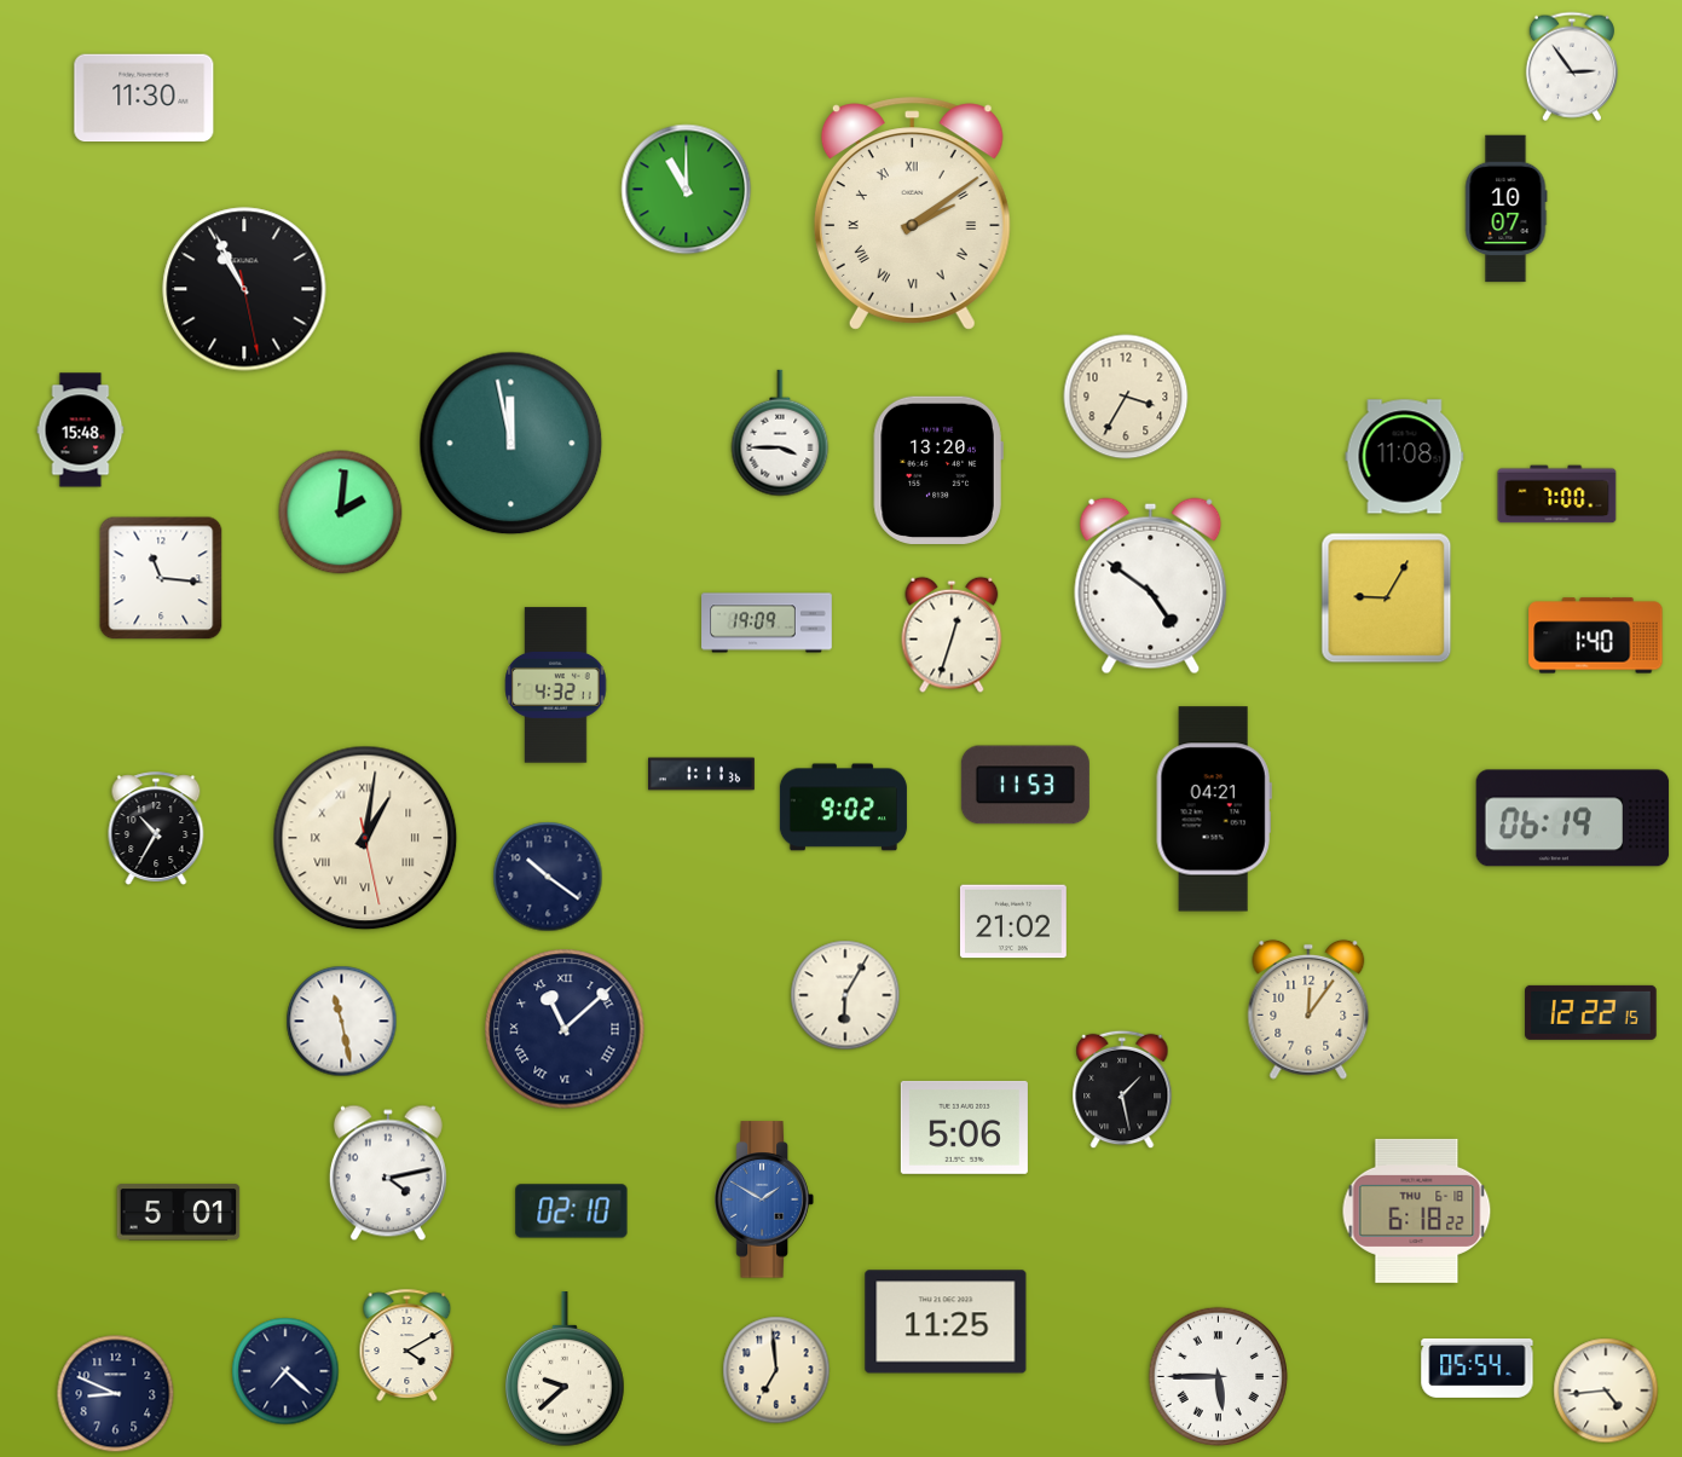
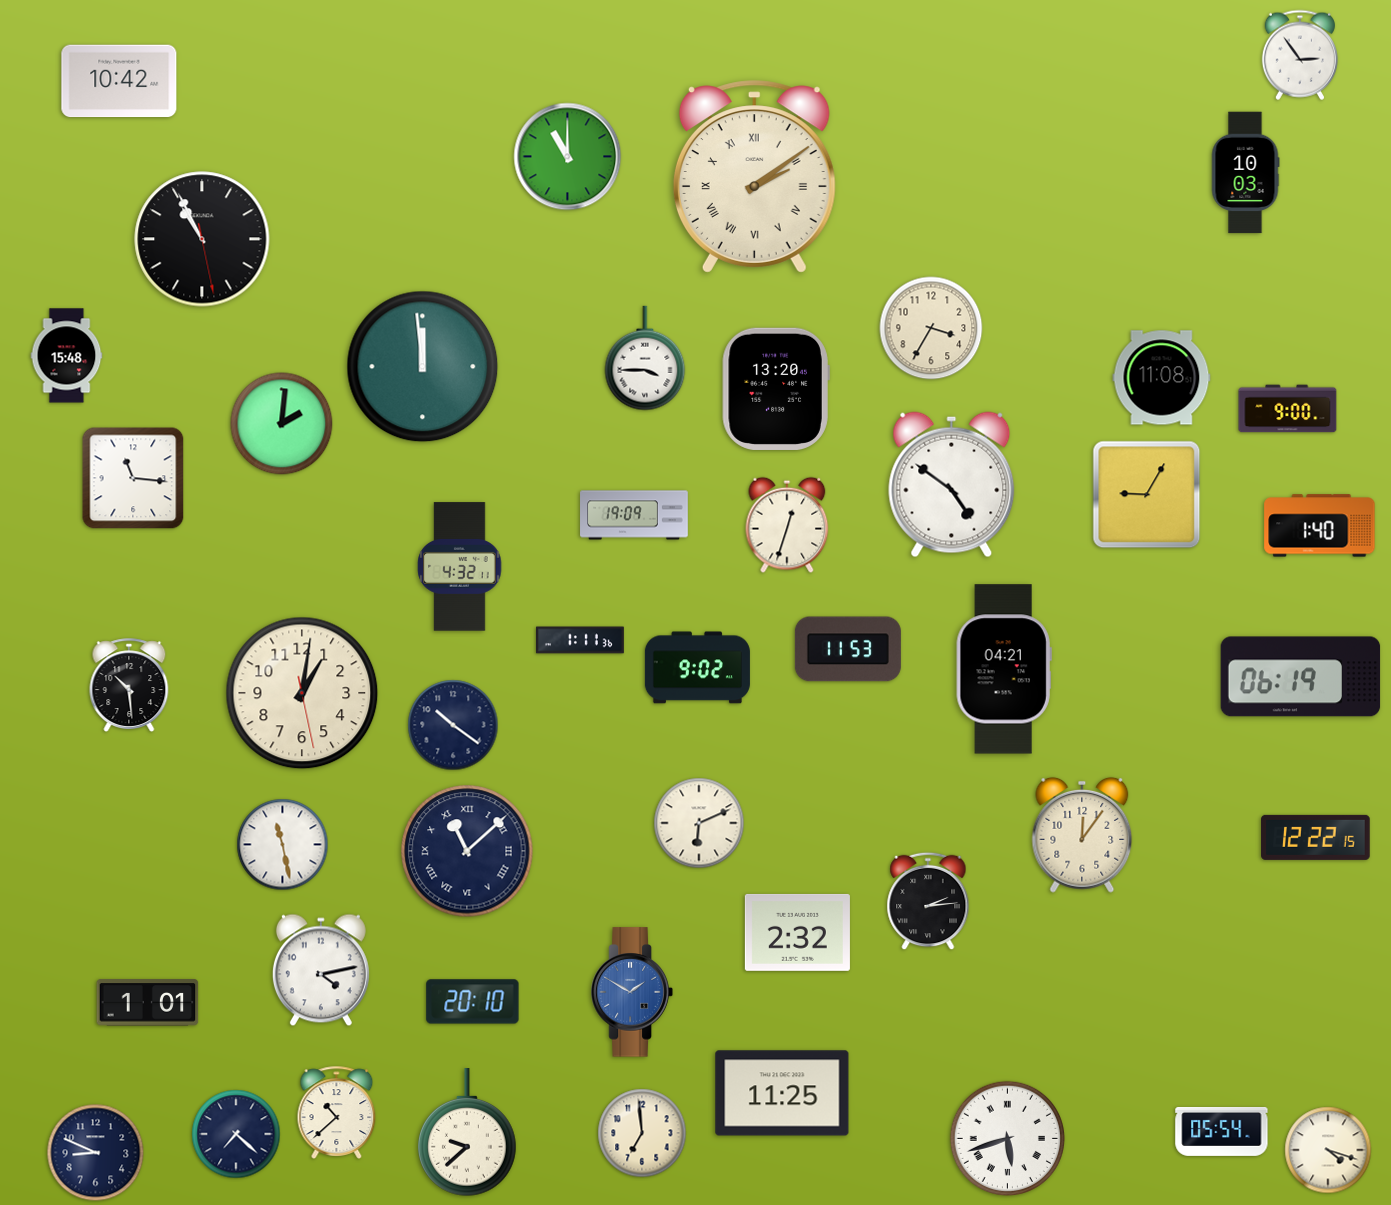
clock at (144, 98): 11:30 -> 10:42
clock at (1505, 209): 10:07 -> 10:03
clock at (511, 444): 11:58 -> 11:59
clock at (1557, 495): 7:00 -> 9:00
clock at (156, 828): 10:35 -> 10:29
clock at (365, 838) numerals: Roman -> Arabic
clock at (1013, 921): 21:02 -> none
clock at (845, 995): 6:05 -> 6:11
clock at (1122, 1089): 1:28 -> 2:14
clock at (964, 1127): 5:06 -> 2:32
clock at (1417, 1210): 6:18 -> none
clock at (572, 1212): 02:10 -> 20:10
clock at (179, 1213): 5:01 -> 1:01
clock at (408, 1345): 4:10 -> 10:38
clock at (1218, 1376): 5:45 -> 5:42
clock at (1606, 1390): 4:44 -> 4:18
